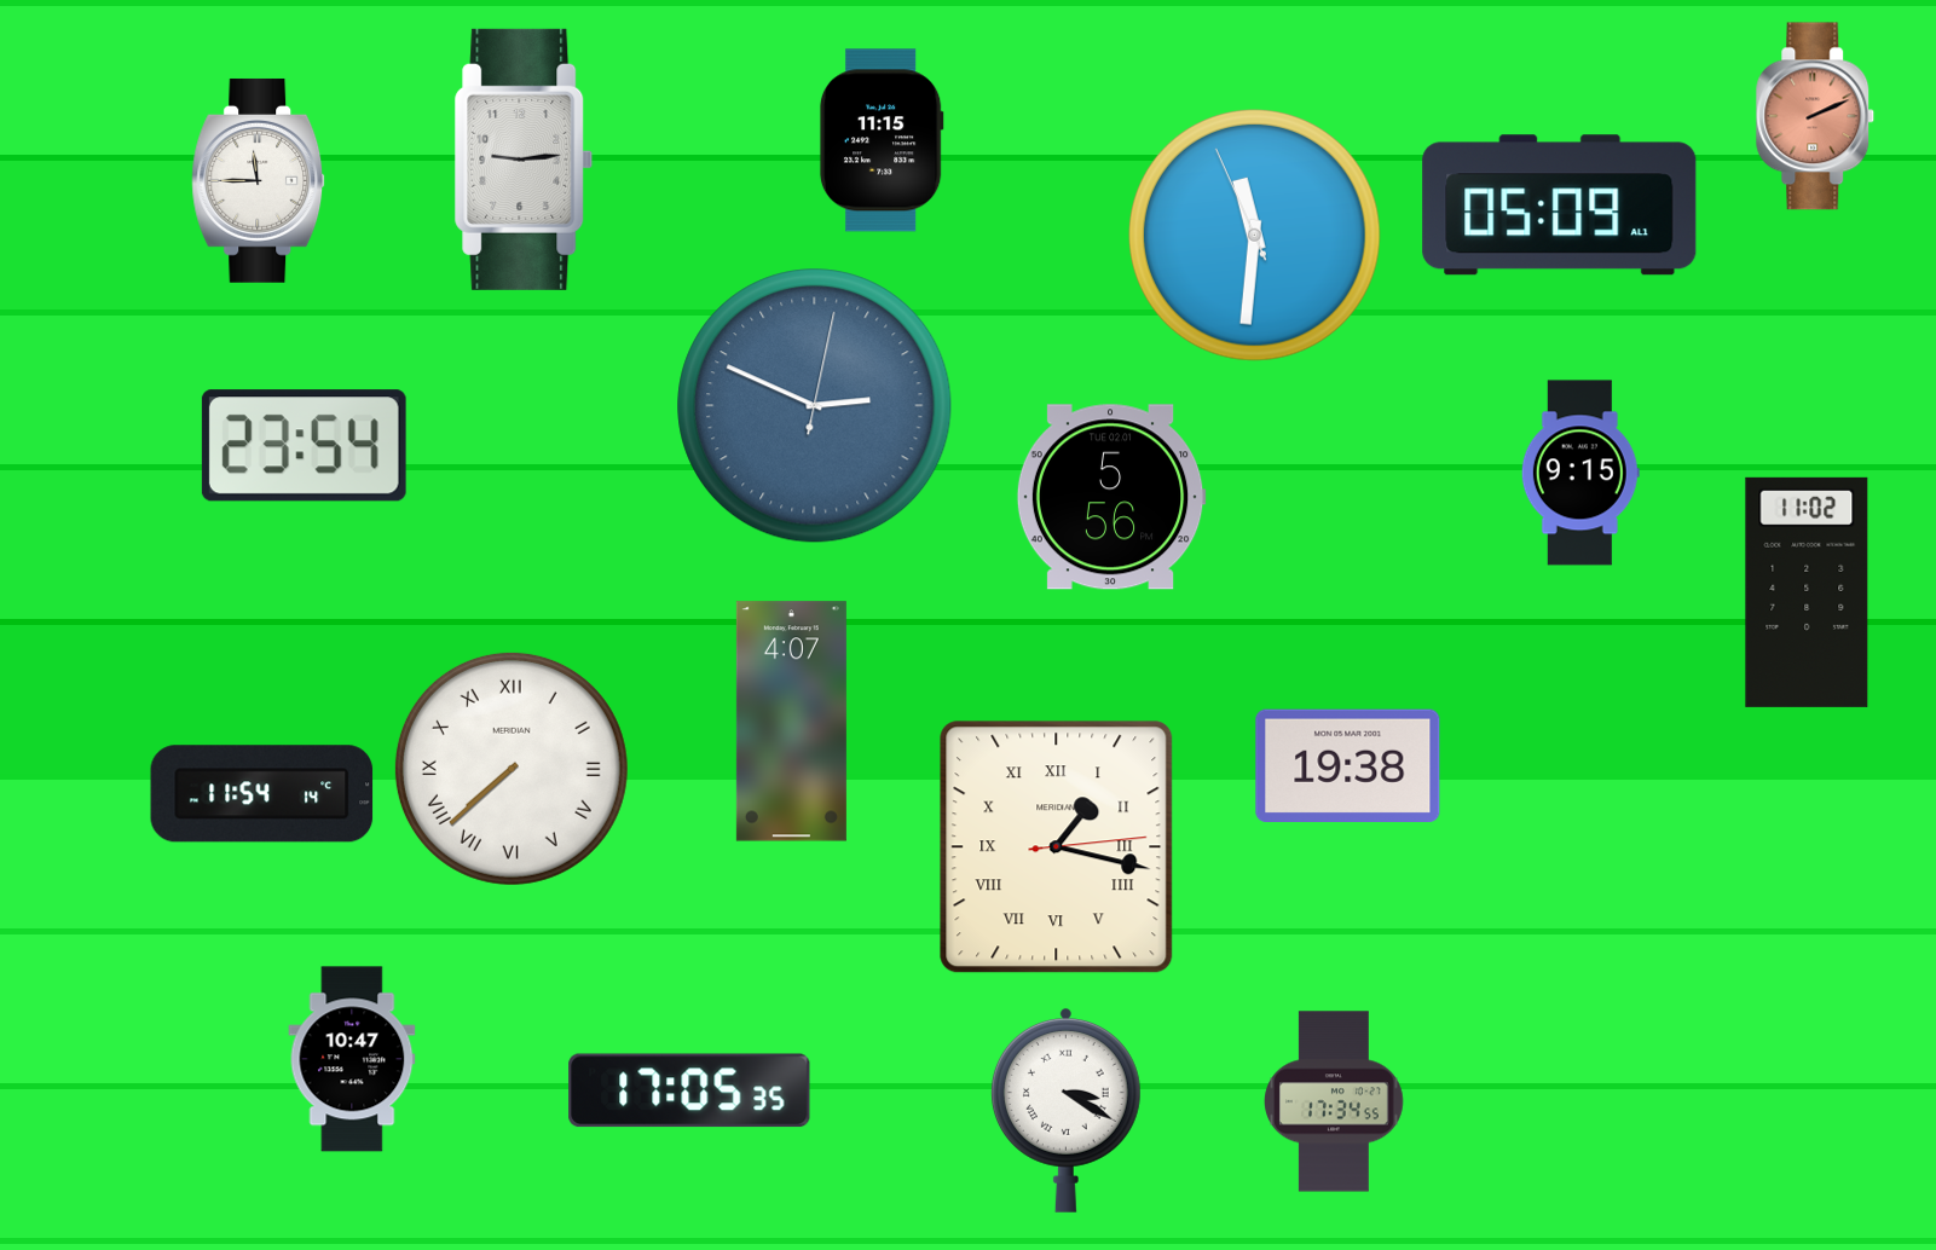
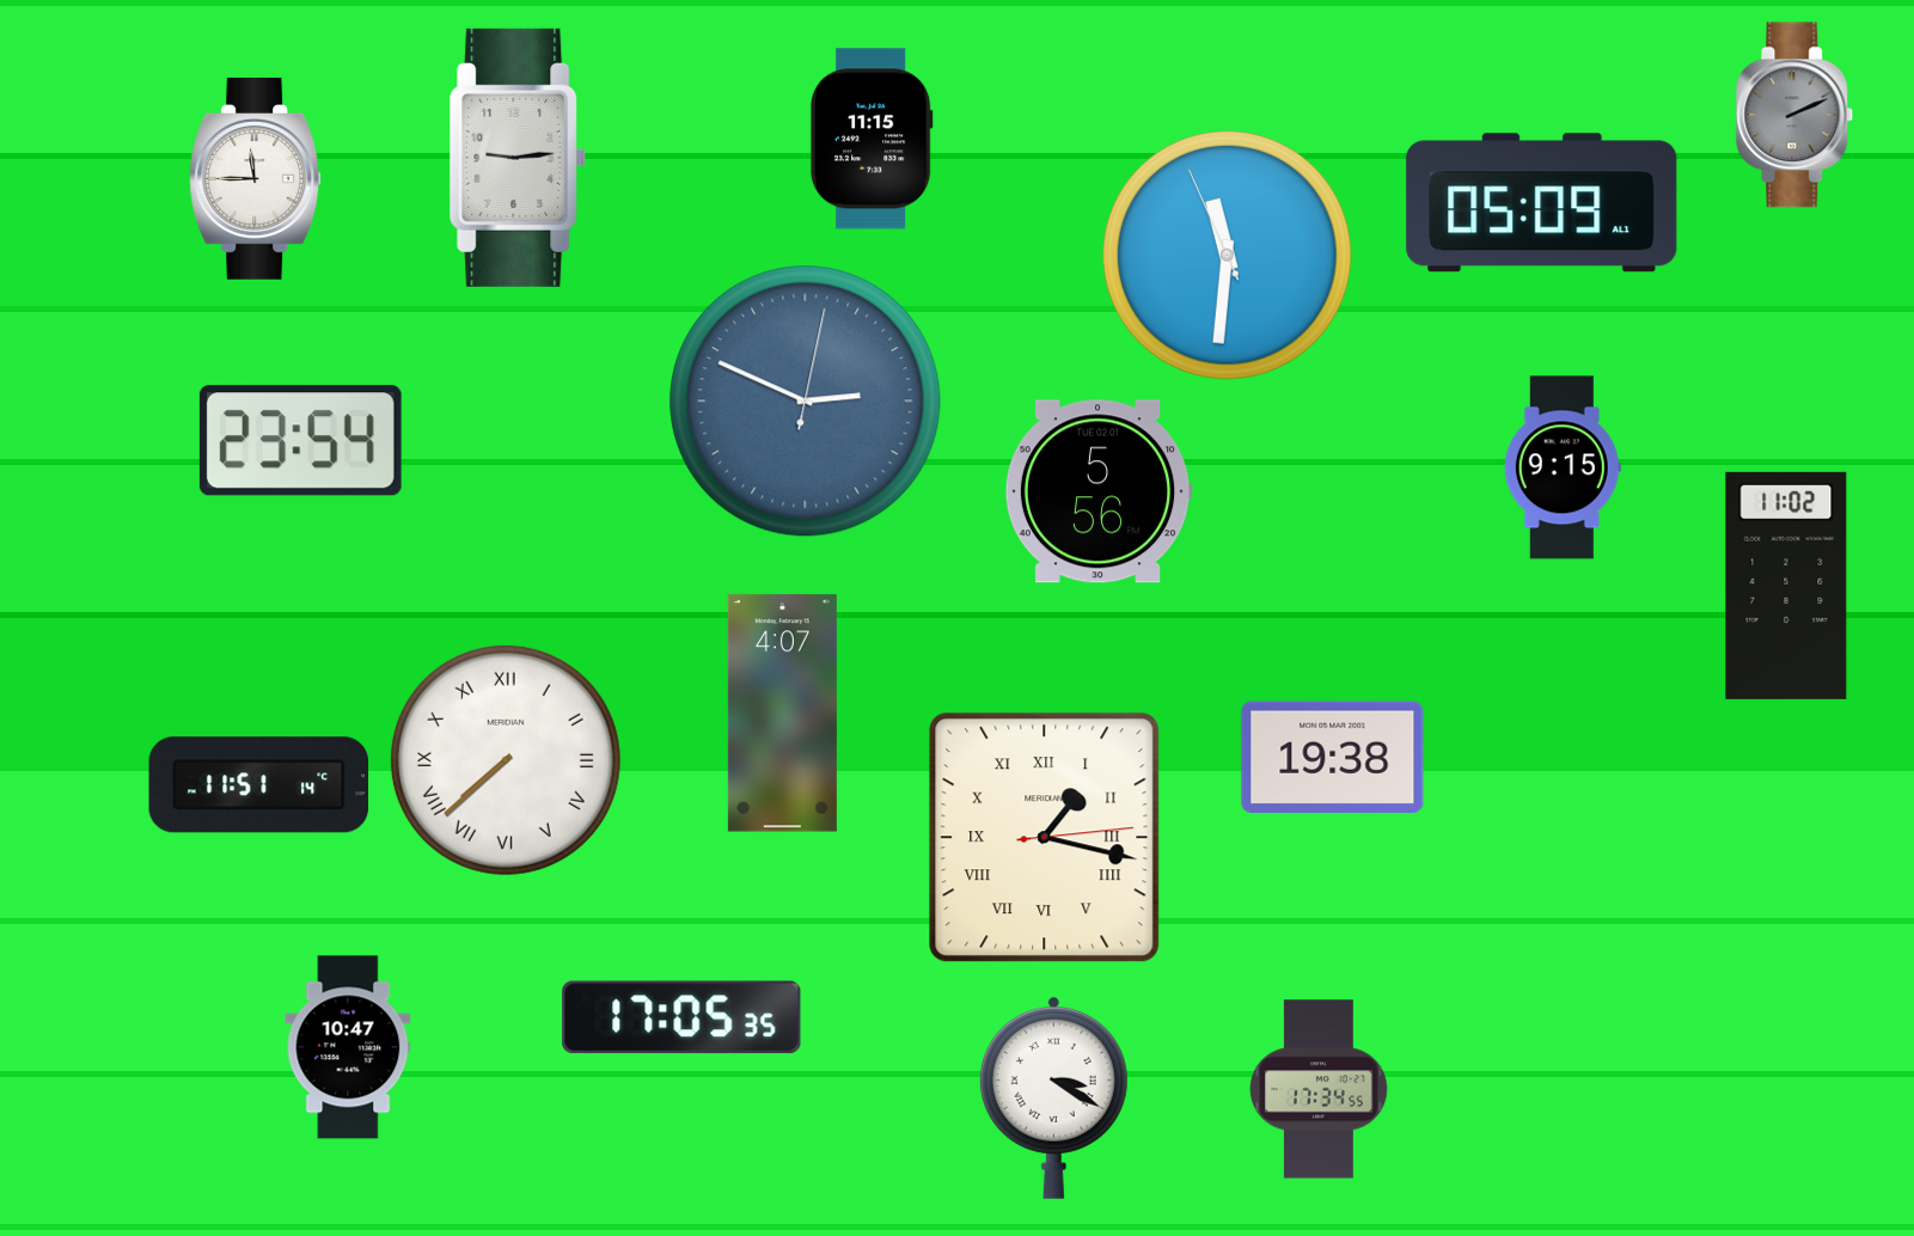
clock at (1815, 116) dial: salmon -> grey
clock at (1255, 236) position: (1255, 236) -> (1228, 256)
clock at (262, 794): 11:54 -> 11:51
clock at (689, 1090) position: (689, 1090) -> (681, 1017)
